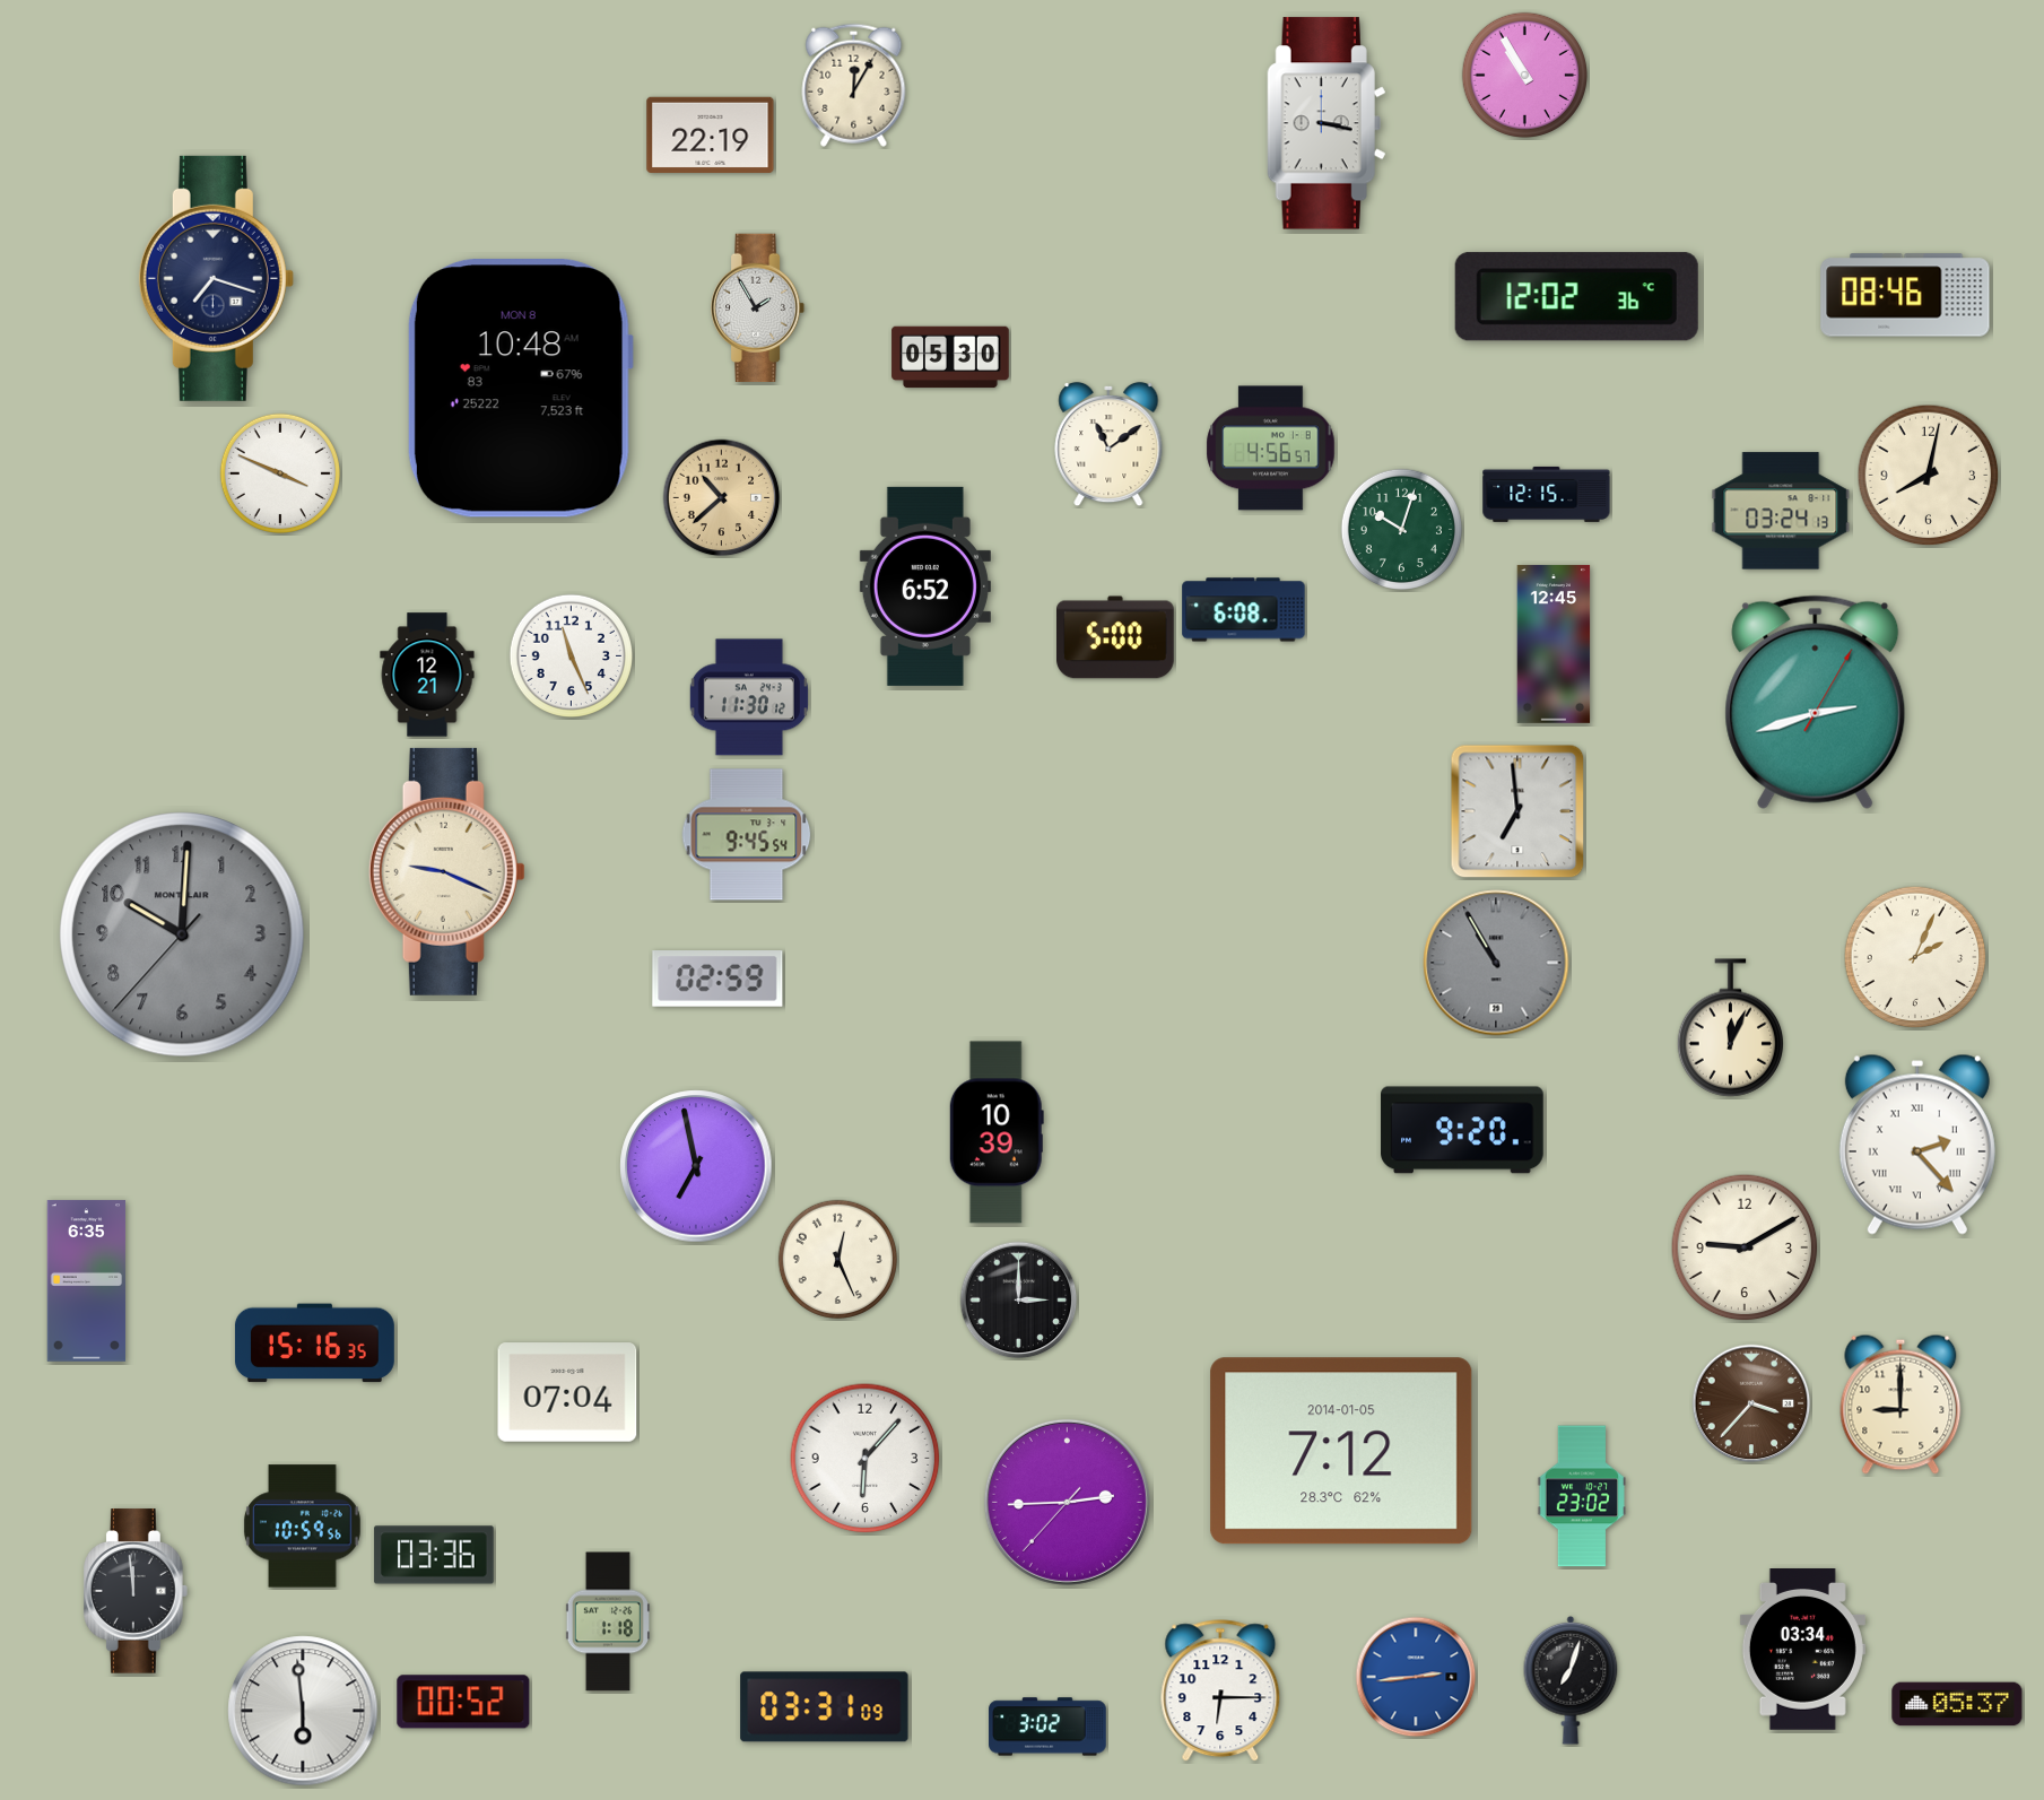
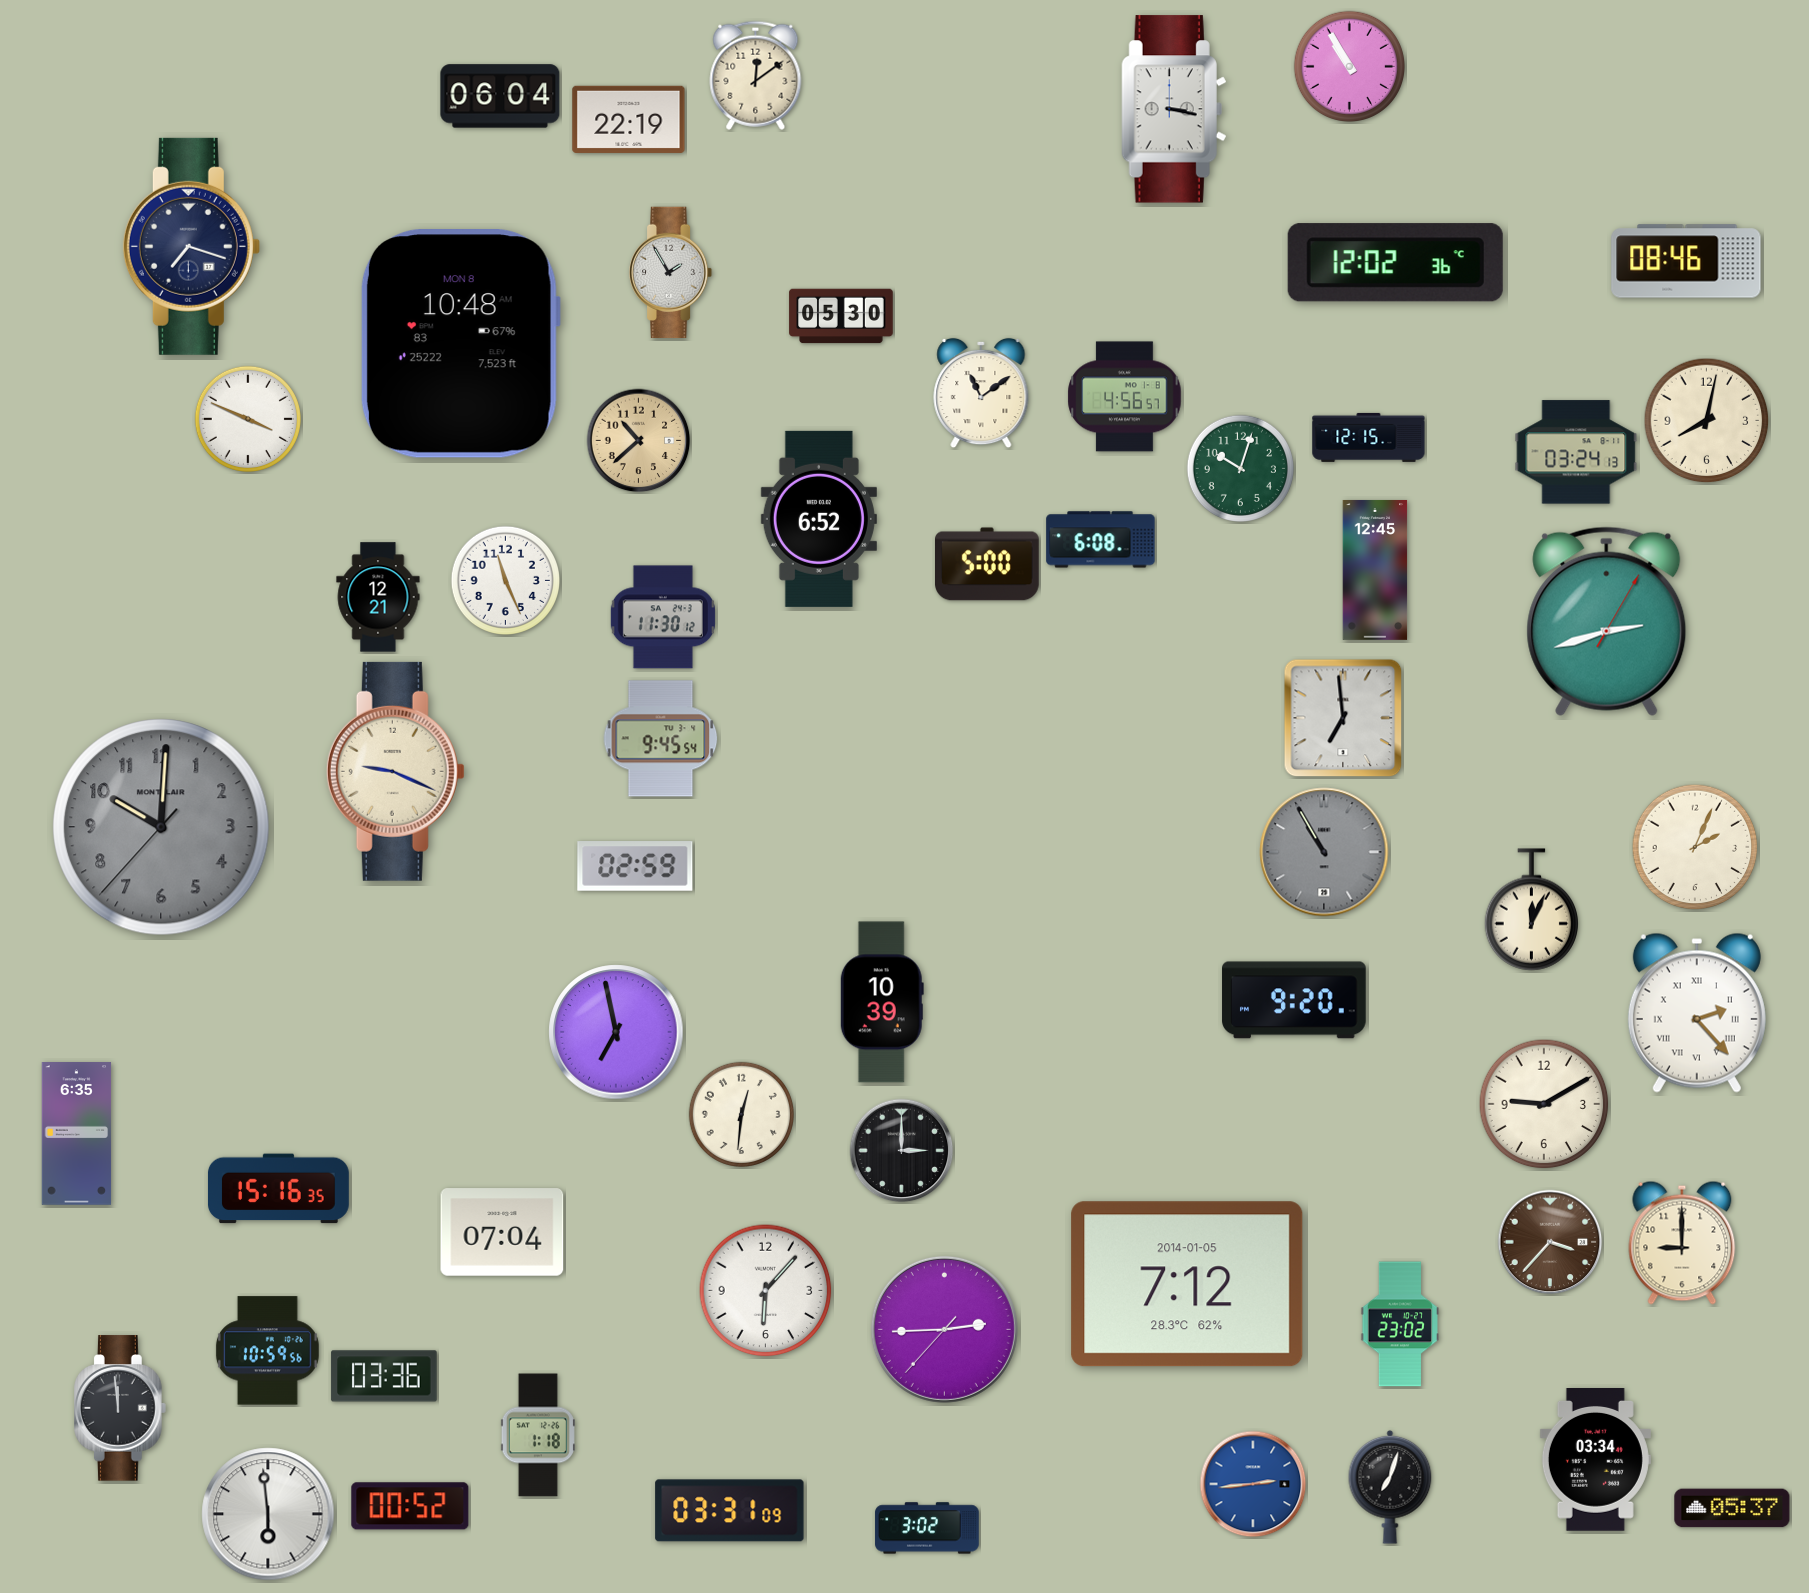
clock at (854, 85): 12:05 -> 12:09
clock at (500, 96): none -> 06:04
clock at (837, 1259): 12:26 -> 12:31
clock at (1220, 1692): 6:15 -> none
